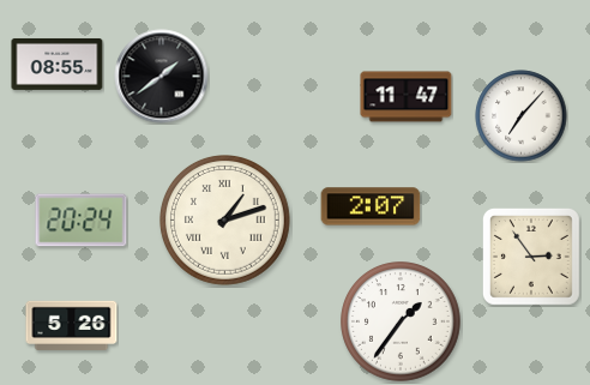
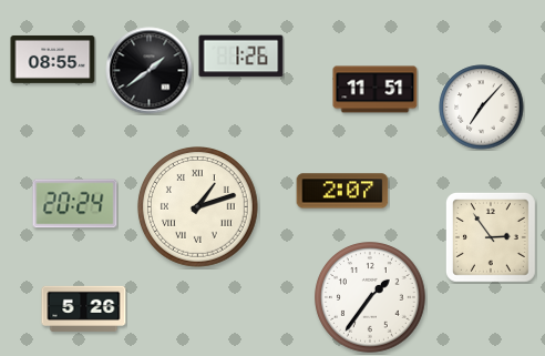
clock at (241, 57): none -> 1:26
clock at (407, 97): 11:47 -> 11:51
clock at (225, 221) position: (225, 221) -> (198, 207)
clock at (72, 325) position: (72, 325) -> (84, 308)
